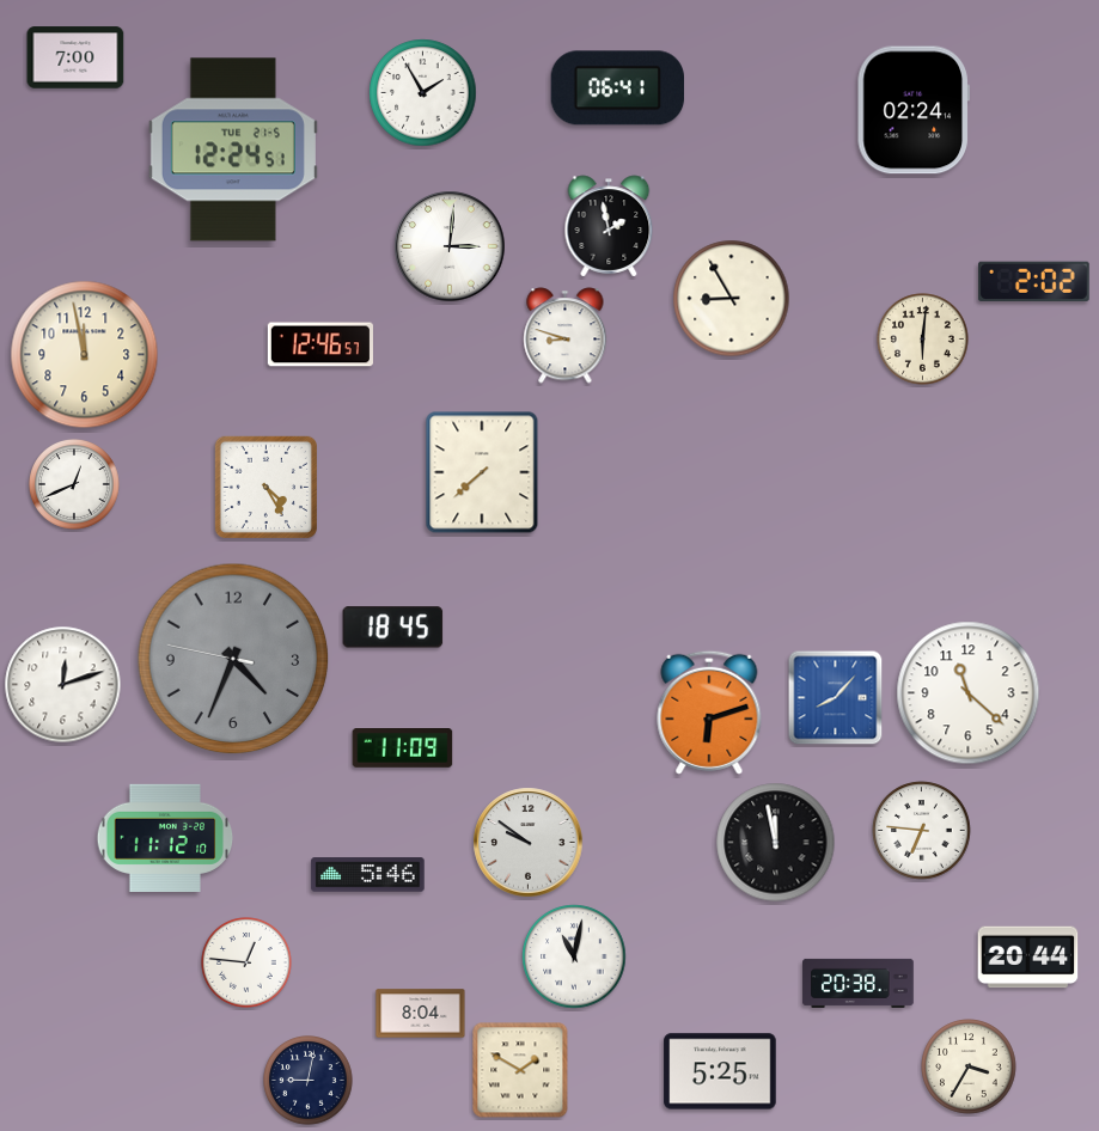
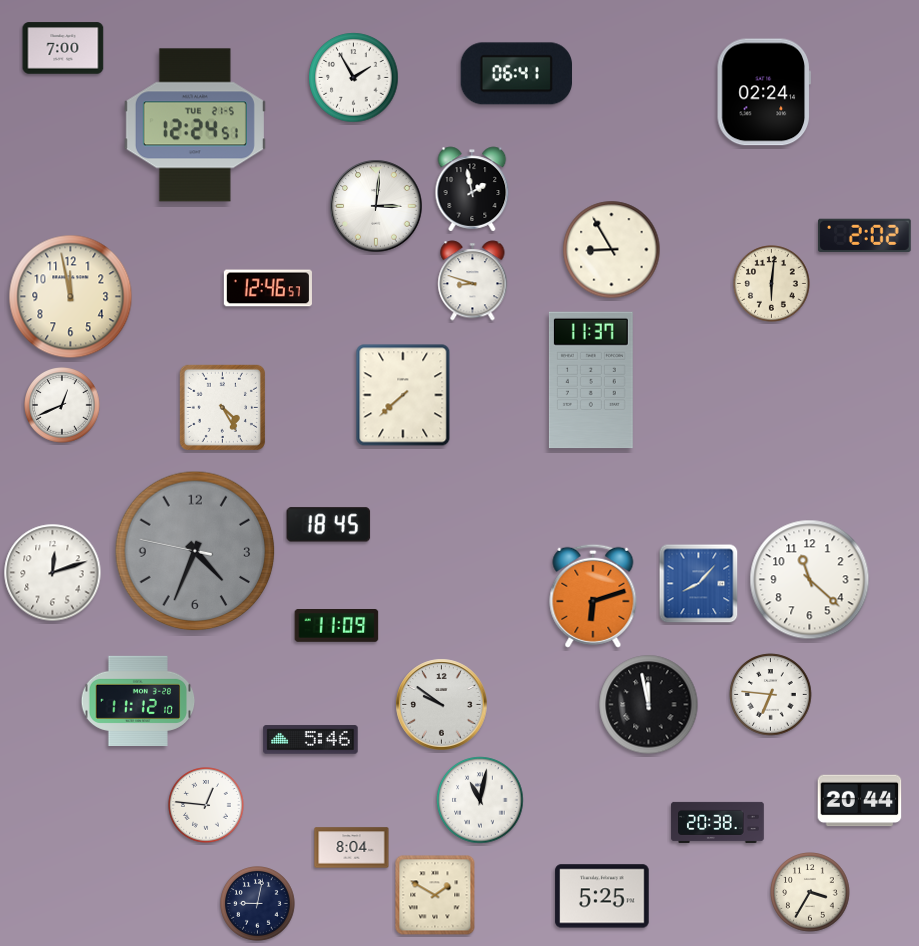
clock at (609, 226) position: (609, 226) -> (472, 189)
clock at (591, 380): none -> 11:37
clock at (368, 875) position: (368, 875) -> (311, 740)
